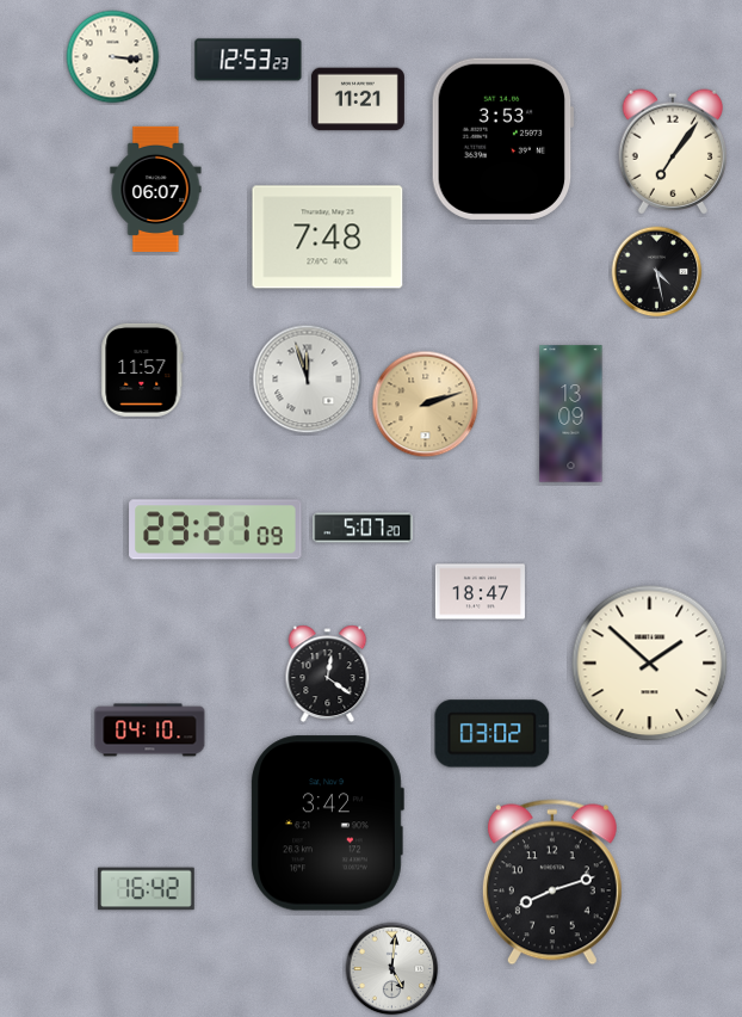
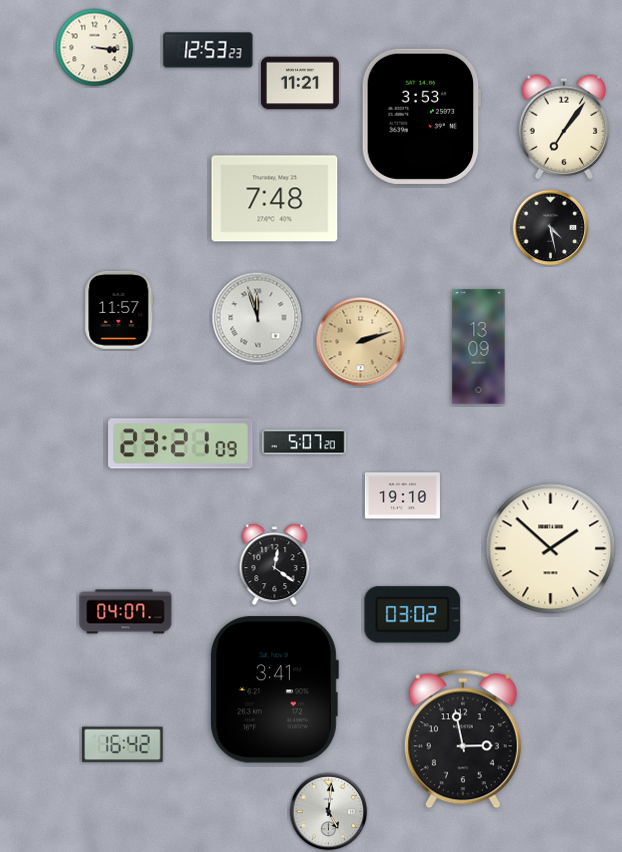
clock at (156, 189): 06:07 -> none
clock at (426, 405) position: (426, 405) -> (361, 342)
clock at (480, 592): 18:47 -> 19:10
clock at (650, 664) position: (650, 664) -> (551, 549)
clock at (150, 731): 04:10 -> 04:07
clock at (328, 824): 3:42 -> 3:41
clock at (552, 882): 8:12 -> 2:58
